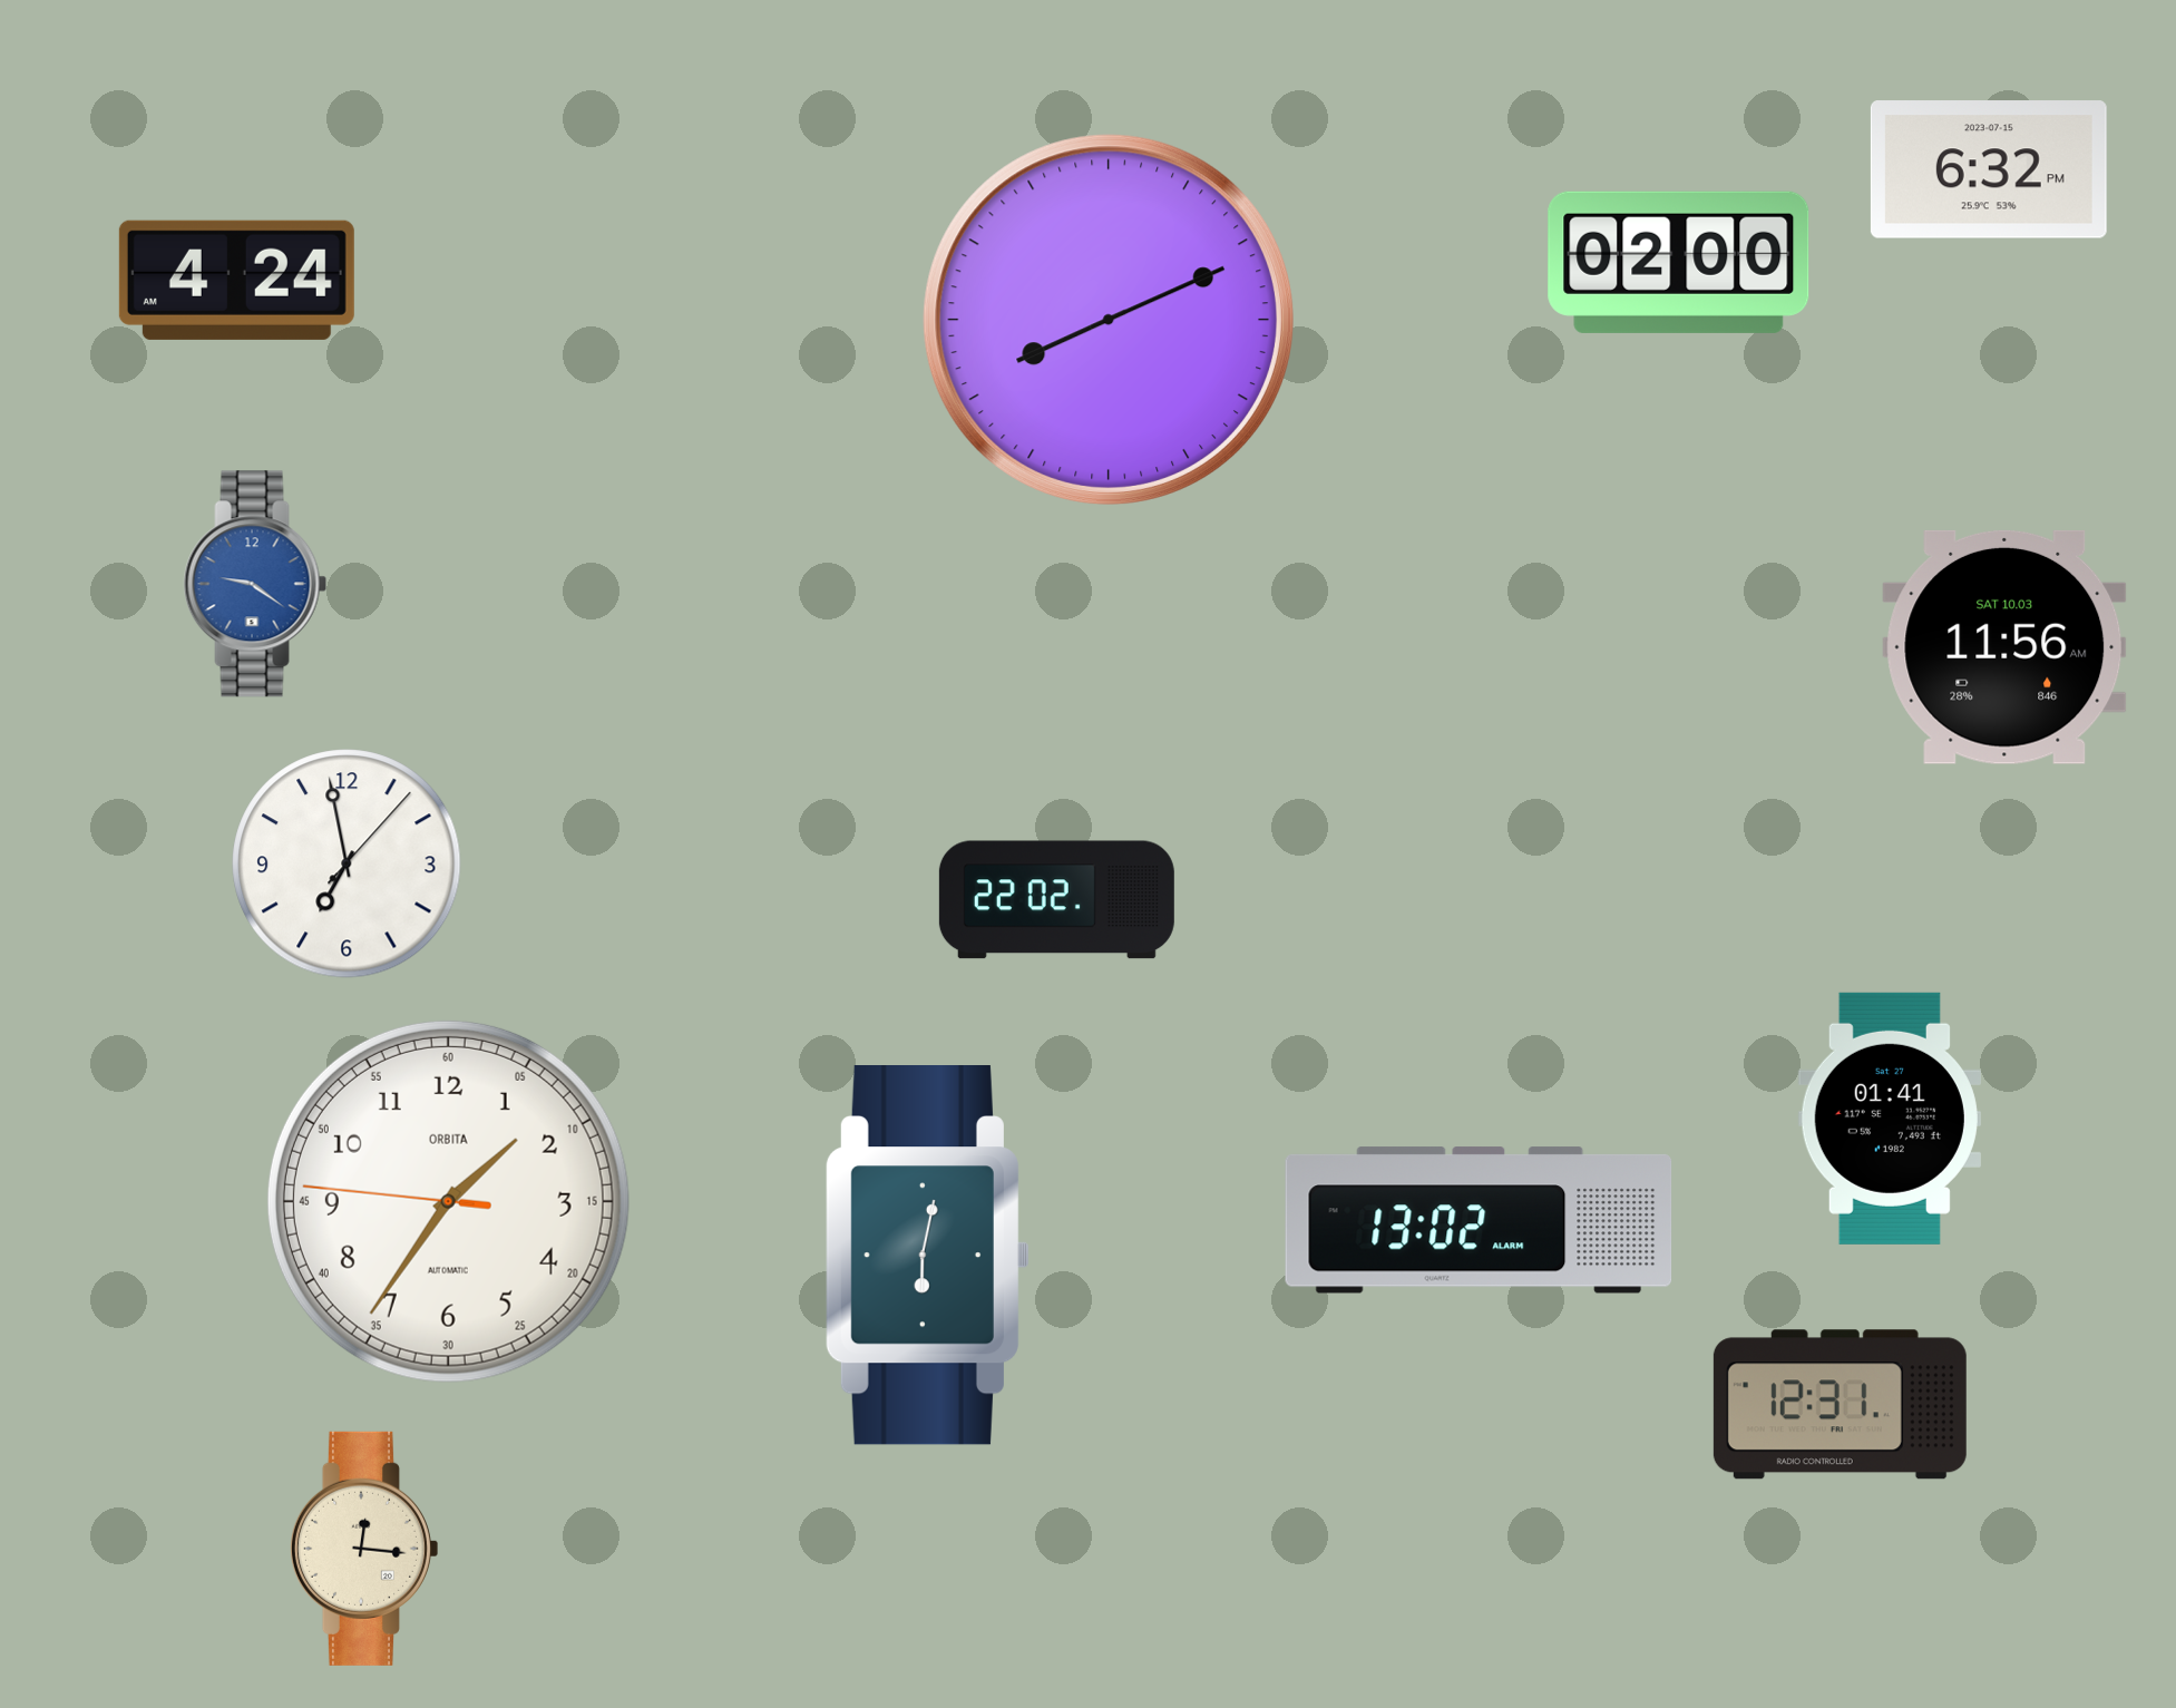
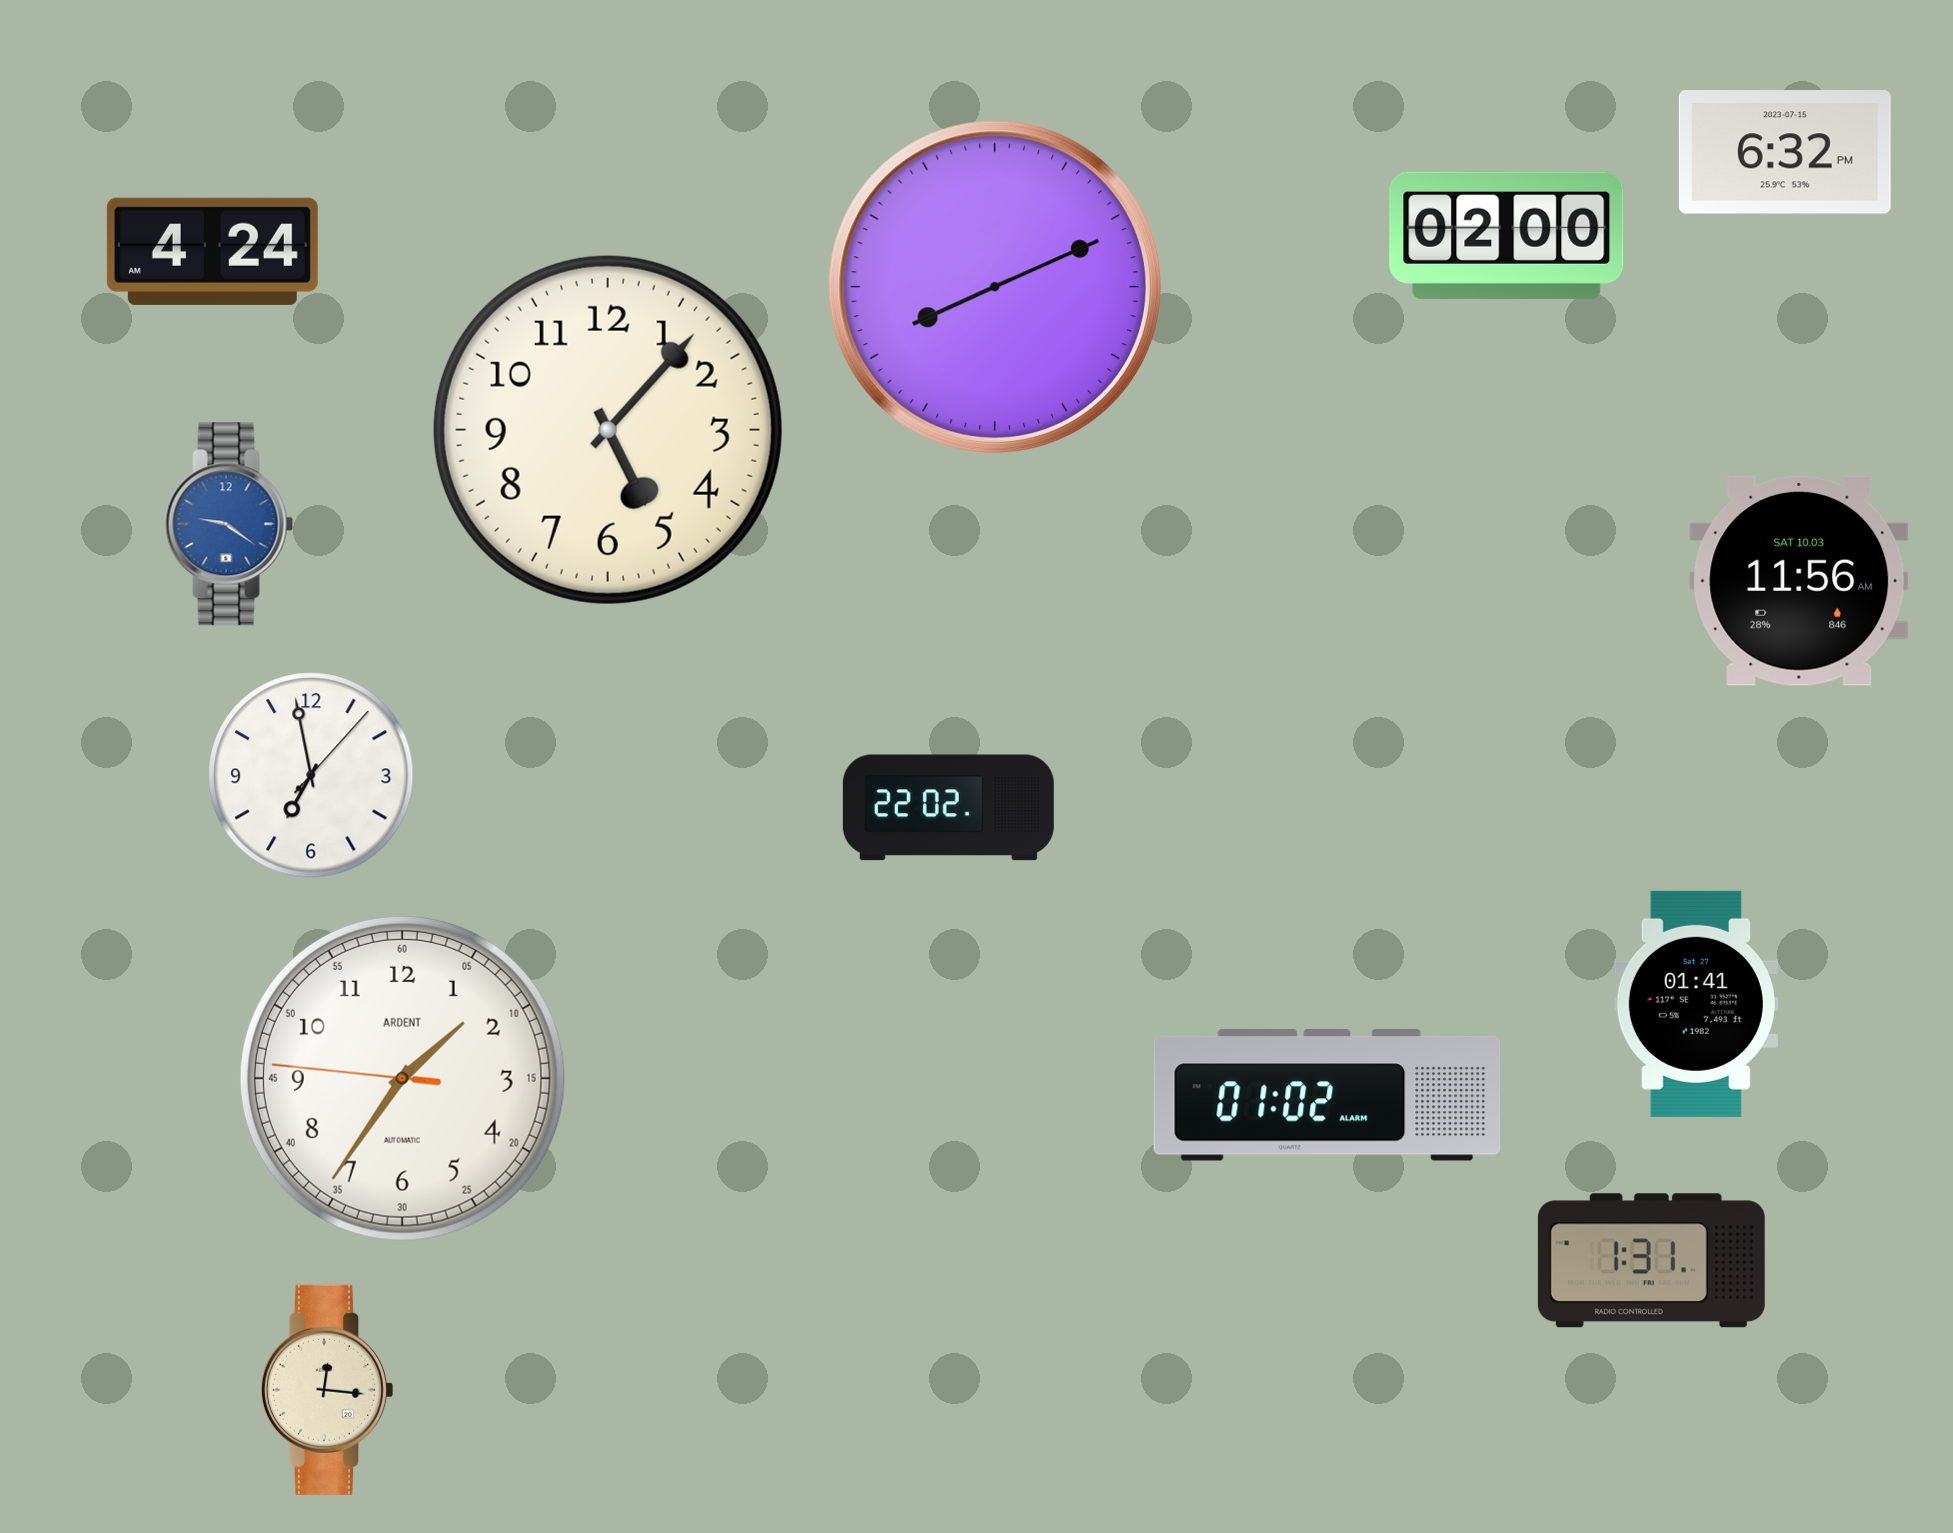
clock at (608, 430): none -> 5:07
clock at (448, 1201) brand: ORBITA -> ARDENT
clock at (1479, 1220): 13:02 -> 01:02
clock at (927, 1256): 6:02 -> none
clock at (1840, 1405): 12:31 -> 1:31
